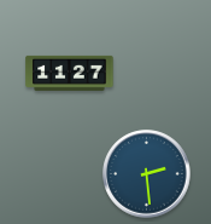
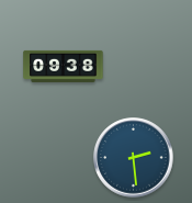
clock at (70, 73): 11:27 -> 09:38
